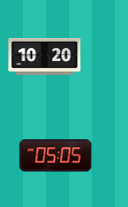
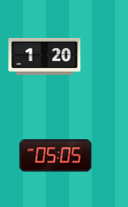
clock at (45, 56): 10:20 -> 1:20
